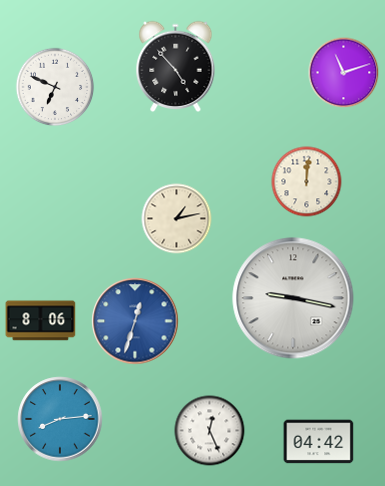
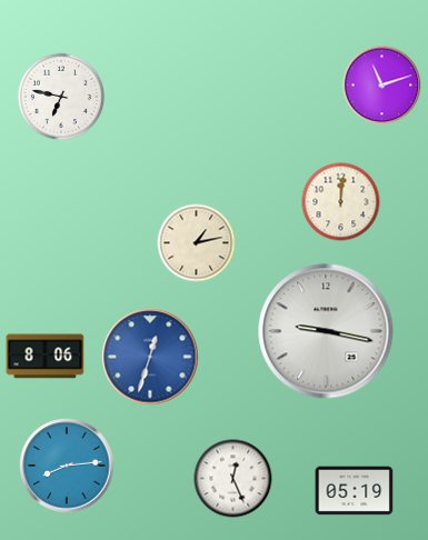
clock at (176, 66): 4:53 -> none
clock at (344, 73) position: (344, 73) -> (382, 86)
clock at (55, 87): 6:49 -> 6:47
clock at (319, 442): 04:42 -> 05:19
